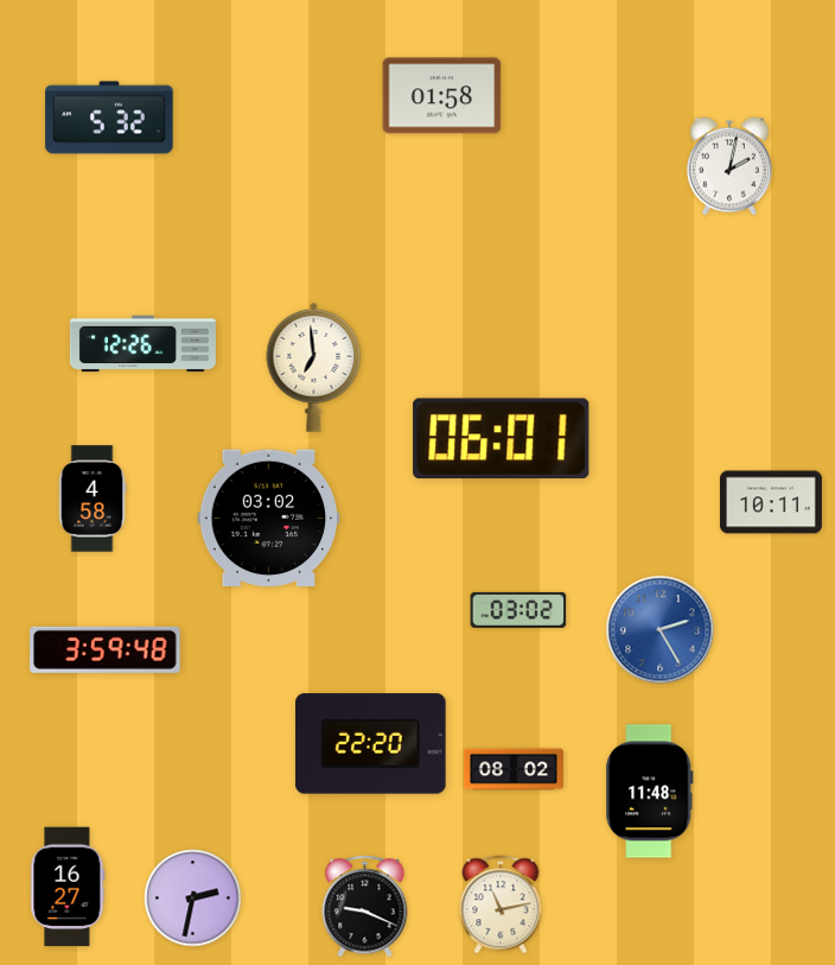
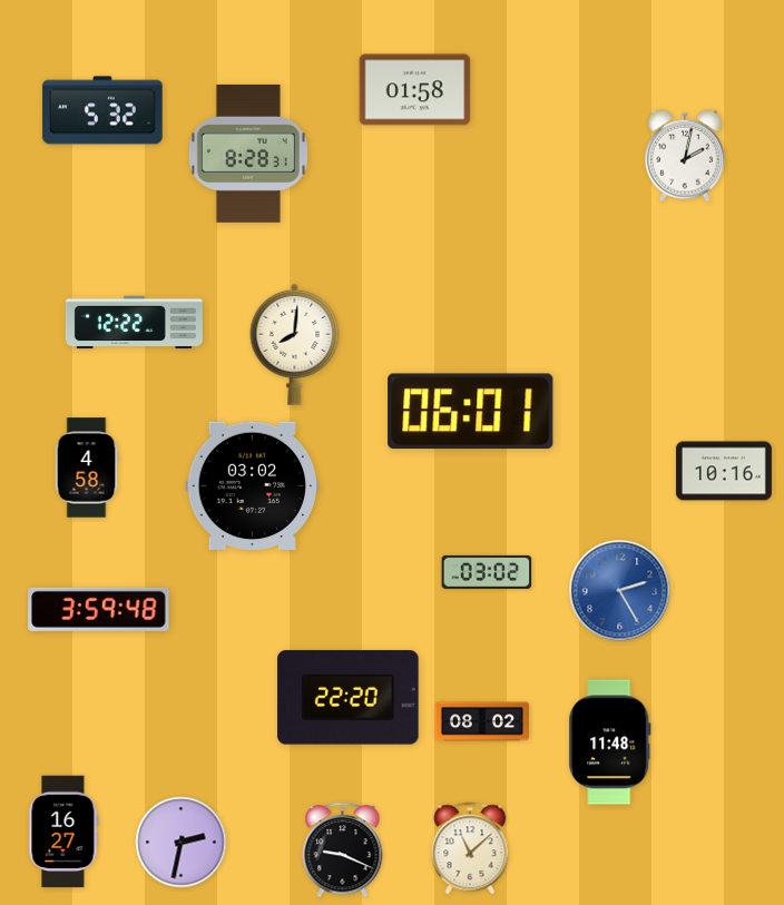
clock at (248, 154): none -> 8:28
clock at (142, 344): 12:26 -> 12:22
clock at (314, 367): 6:59 -> 8:01
clock at (771, 502): 10:11 -> 10:16
clock at (501, 904): 11:13 -> 11:08
